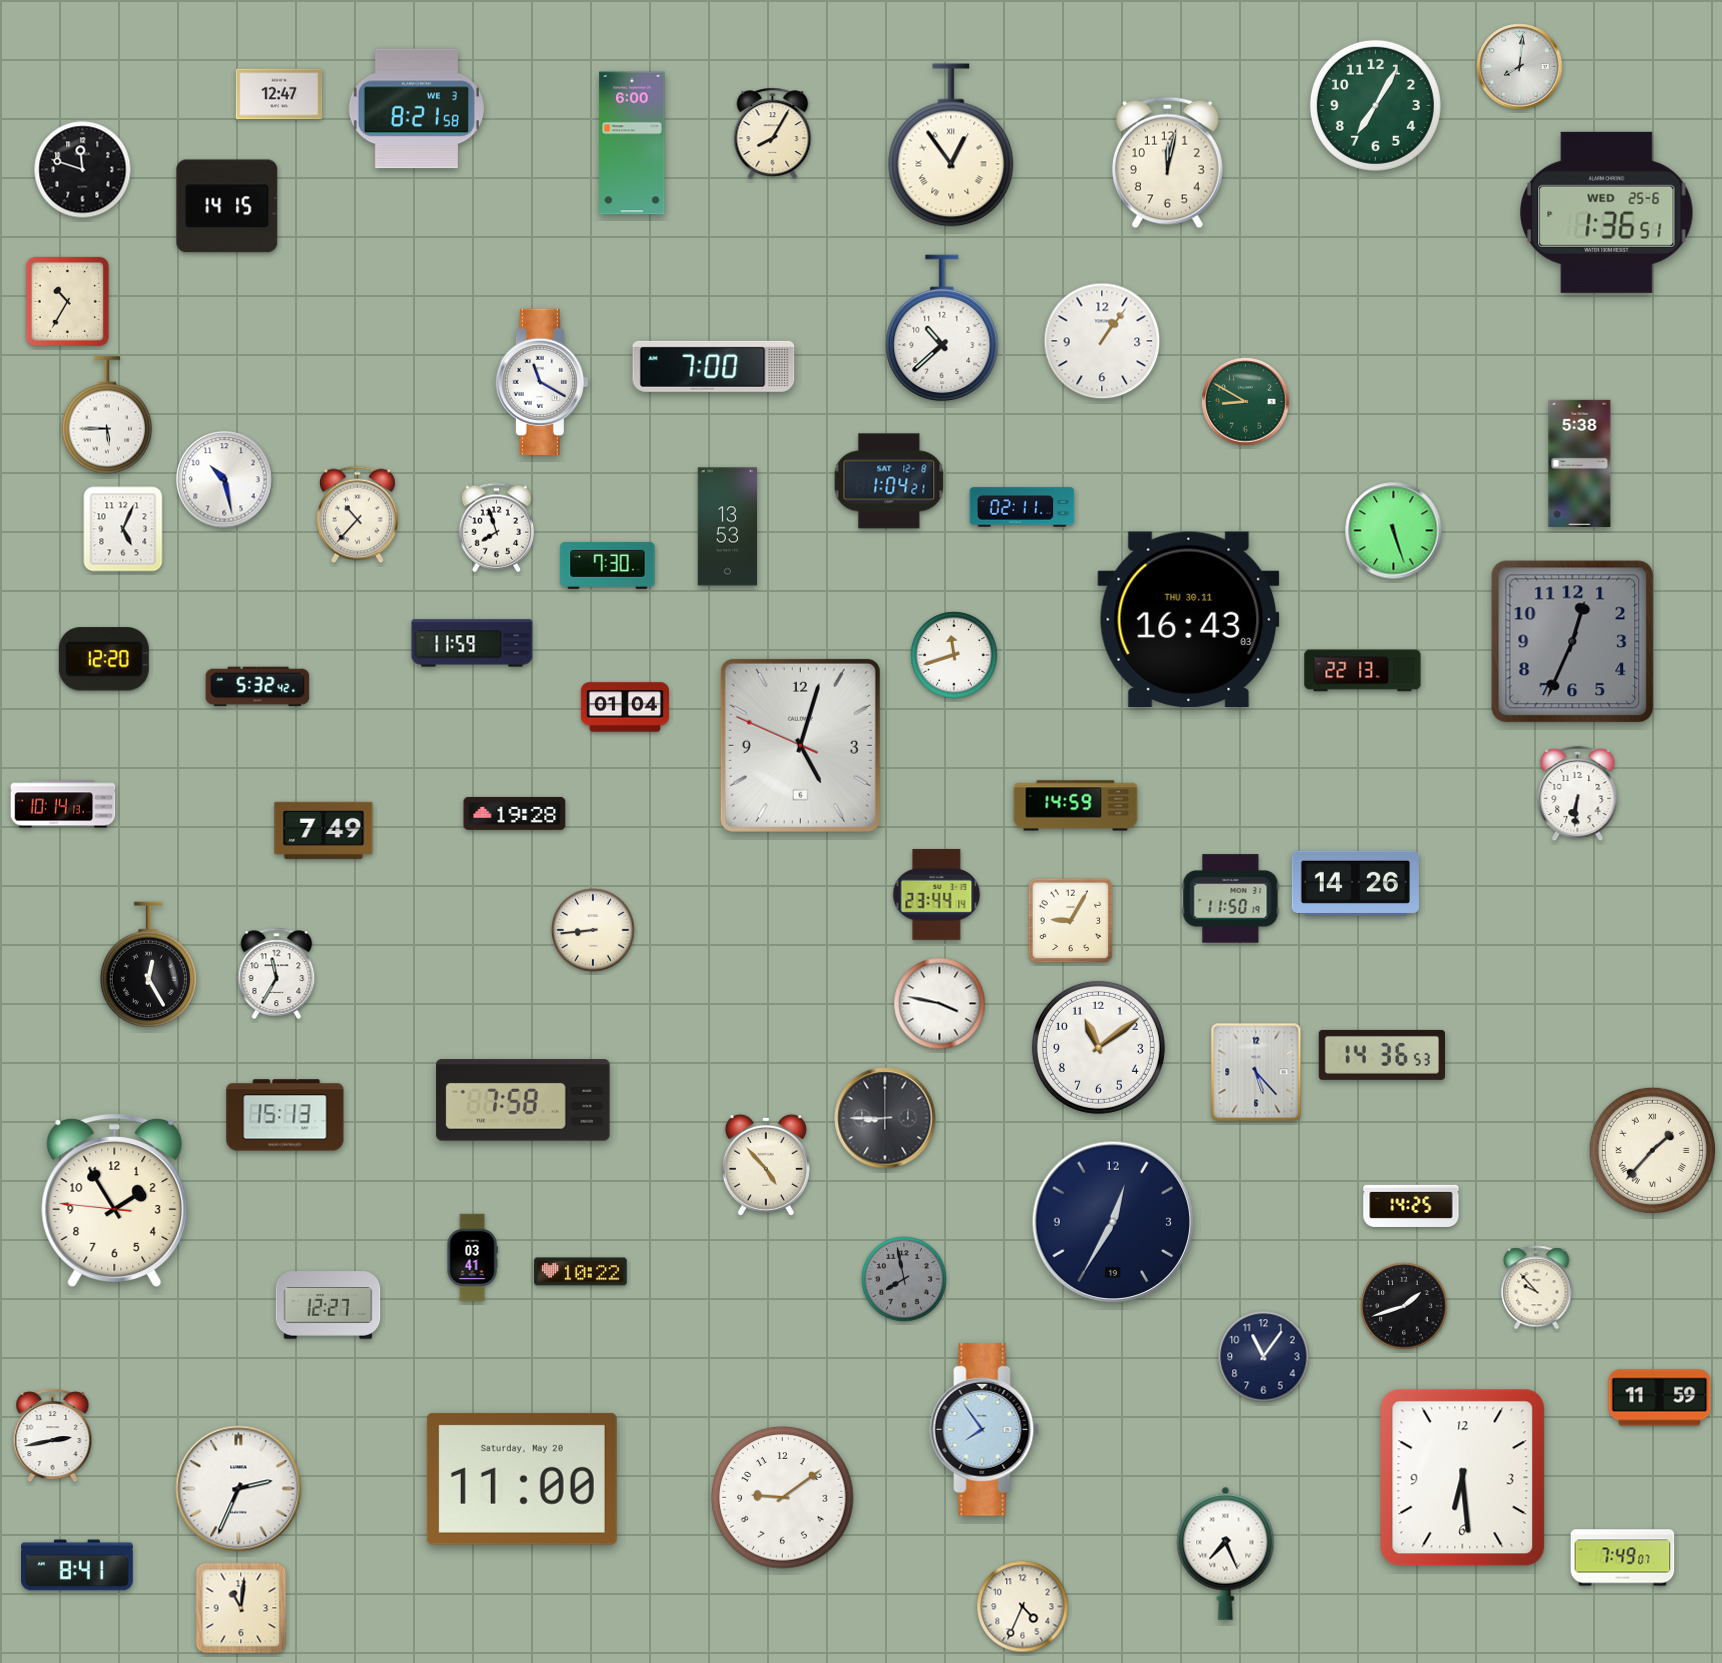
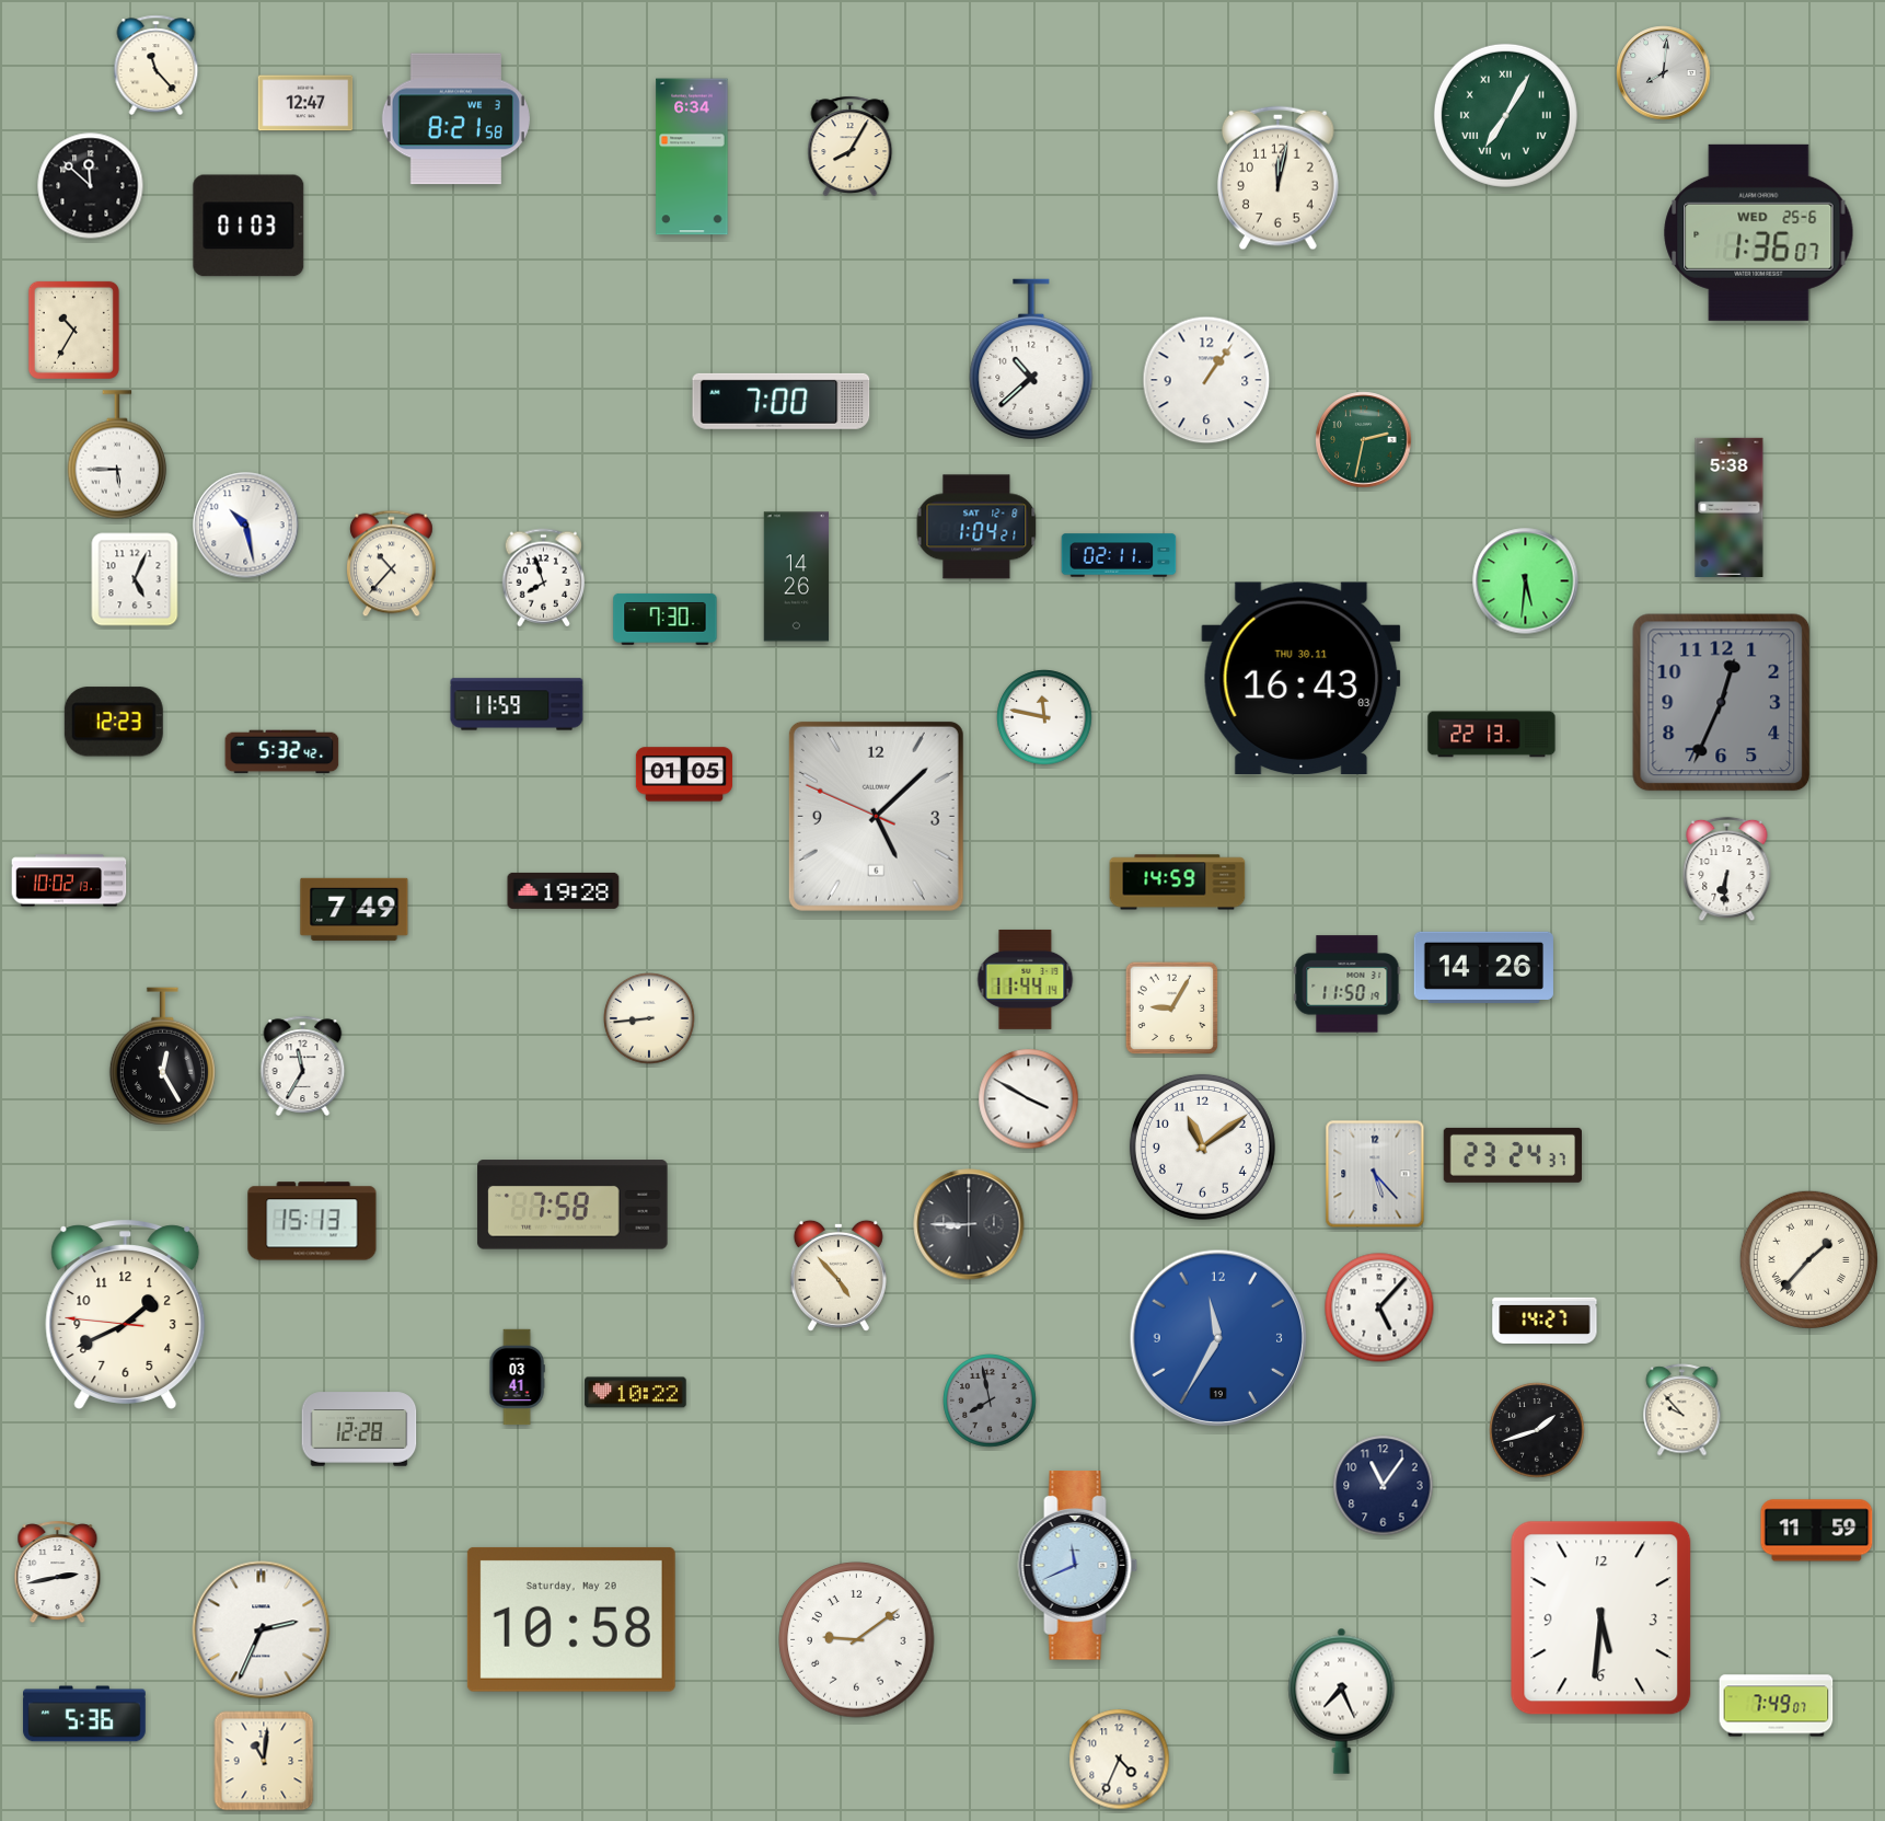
clock at (157, 65): none -> 11:23
clock at (1375, 105) numerals: Arabic -> Roman
clock at (773, 133) position: (773, 133) -> (851, 146)
clock at (632, 143): 6:00 -> 6:34
clock at (951, 145): 12:54 -> none
clock at (83, 170): 11:48 -> 11:52
clock at (227, 206): 14:15 -> 01:03
clock at (1607, 212): 1:36:51 -> 1:36:07
clock at (1102, 341) position: (1102, 341) -> (1206, 380)
clock at (542, 382): 11:20 -> none
clock at (1246, 402): 8:50 -> 2:32
clock at (889, 481) position: (889, 481) -> (976, 527)
clock at (728, 527): 13:53 -> 14:26
clock at (1394, 531): 5:27 -> 5:31
clock at (954, 655): 11:42 -> 11:47
clock at (104, 659): 12:20 -> 12:23
clock at (625, 707): 01:04 -> 01:05
clock at (800, 745): 5:02 -> 5:07
clock at (63, 804): 10:14 -> 10:02
clock at (937, 894): 23:44 -> 11:44
clock at (940, 1004): 3:47 -> 3:50
clock at (1381, 1055): 14:36 -> 23:24
clock at (1379, 1307): none -> 5:07
clock at (115, 1200): 1:54 -> 1:40
clock at (1411, 1206): 14:25 -> 14:27
clock at (1113, 1222): 12:35 -> 11:35
clock at (1113, 1222) dial: navy -> blue
clock at (328, 1305): 12:27 -> 12:28
clock at (985, 1430): 7:54 -> 11:41
clock at (1463, 1478): 6:29 -> 5:31
clock at (522, 1479): 11:00 -> 10:58
clock at (77, 1565): 8:41 -> 5:36
